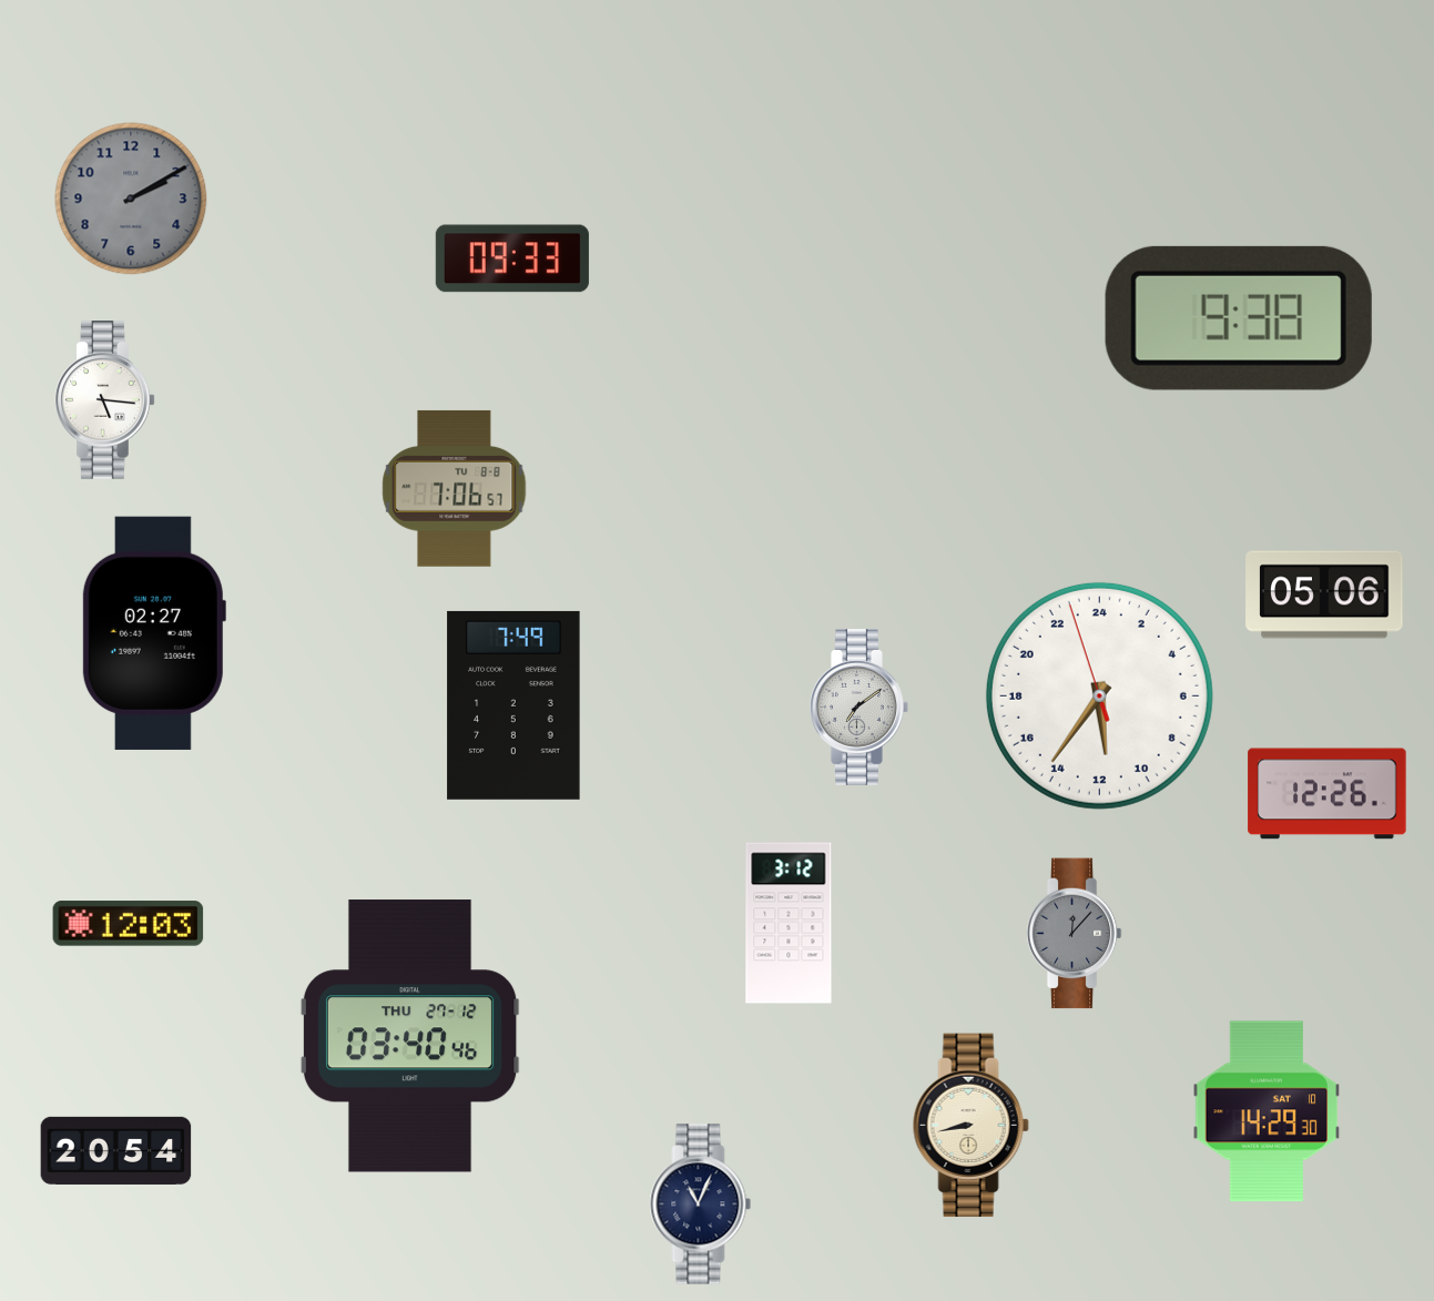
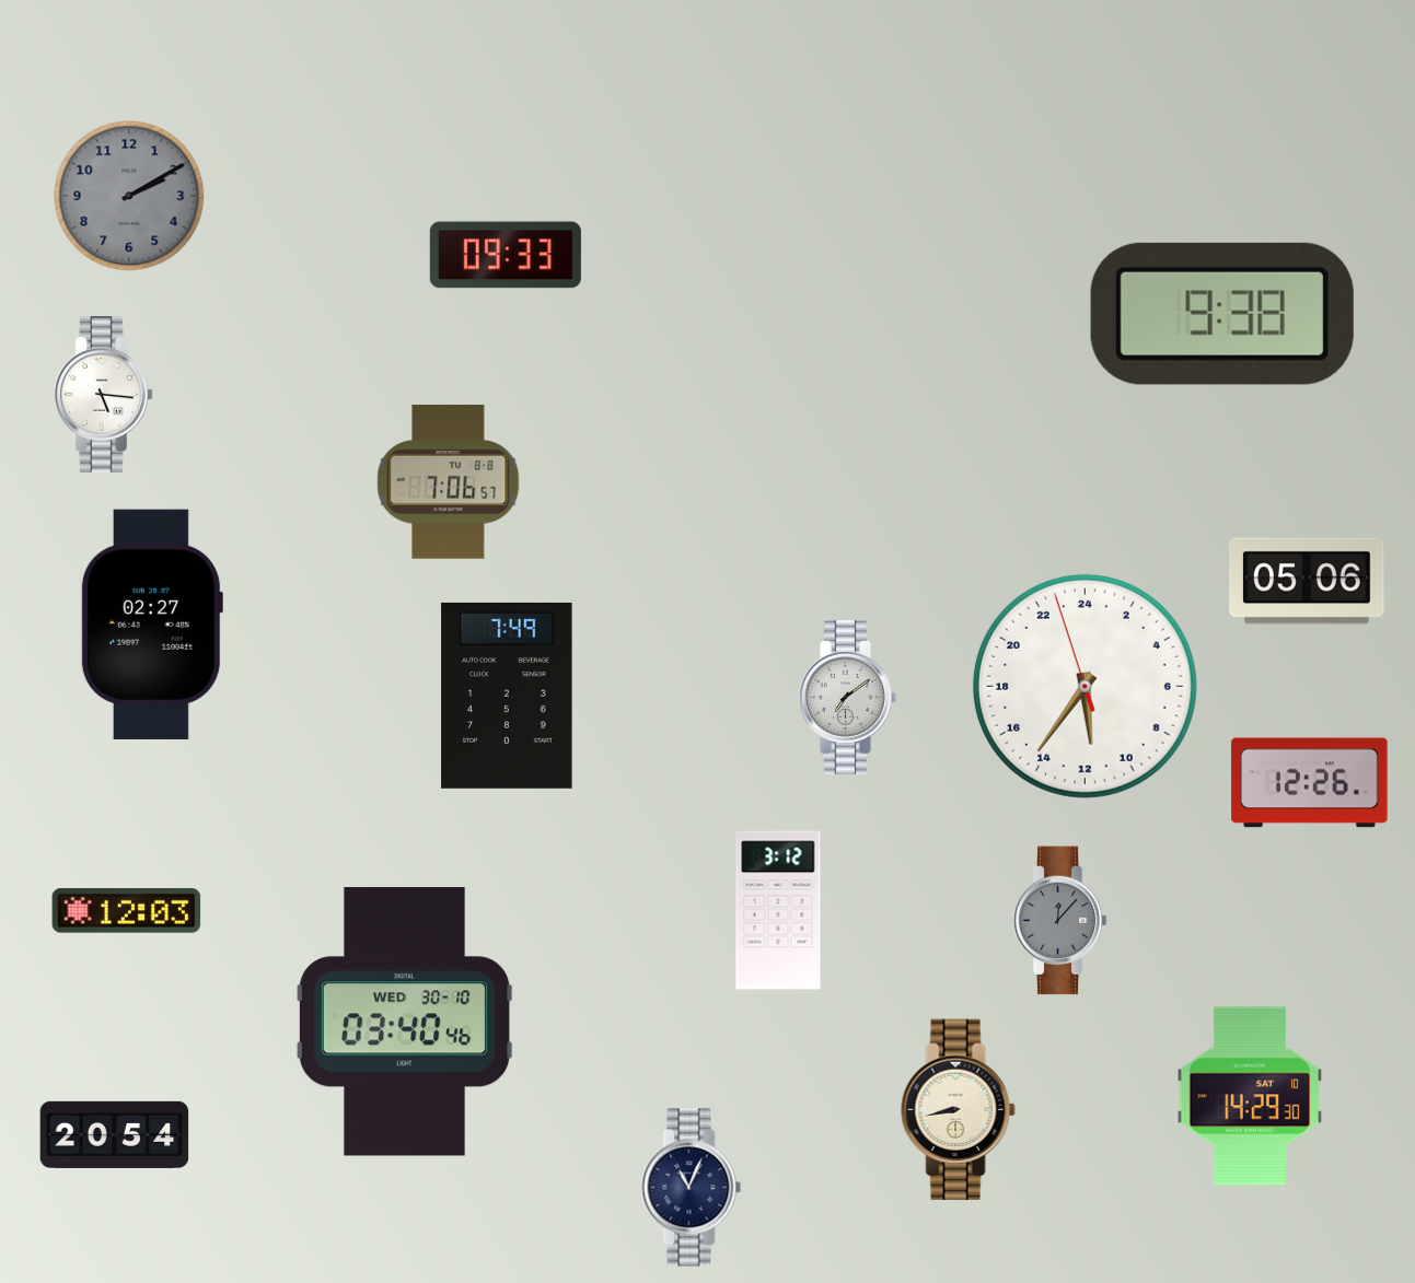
clock at (1324, 594) position: (1324, 594) -> (1307, 581)
clock at (410, 1036) date: THU 27-12 -> WED 30-10
